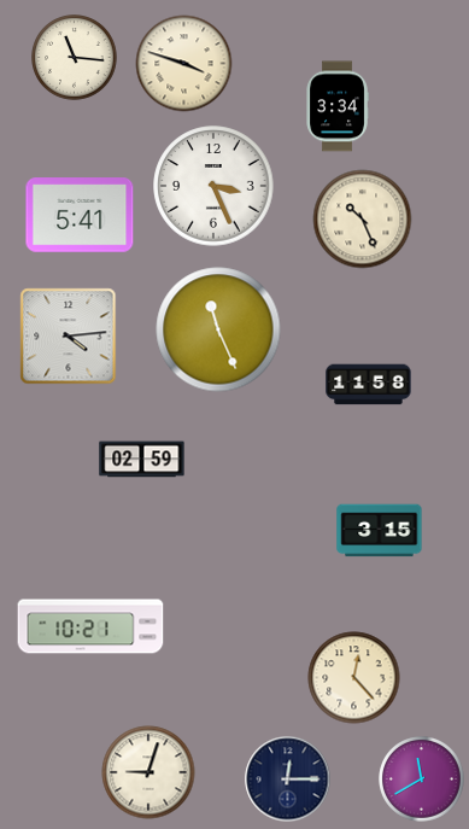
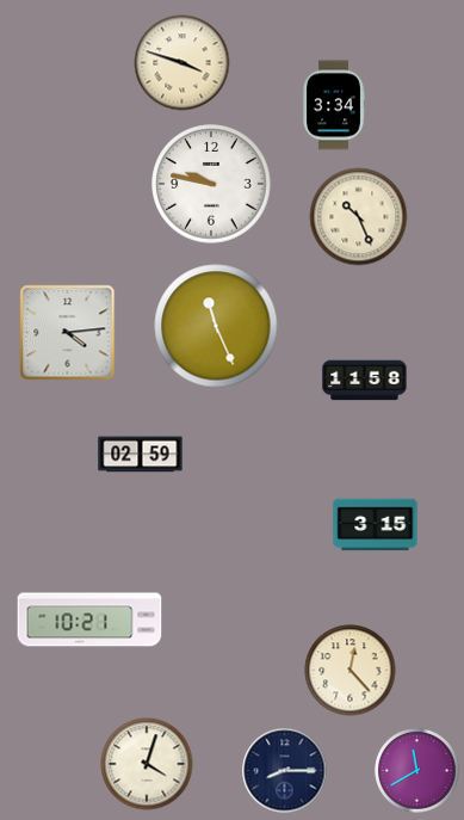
clock at (75, 58): 11:16 -> none
clock at (213, 186): 3:26 -> 9:47
clock at (80, 215): 5:41 -> none
clock at (148, 772): 9:03 -> 4:03
clock at (288, 780): 12:15 -> 8:15
